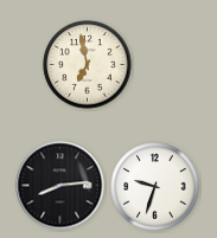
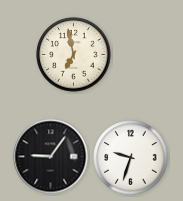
clock at (60, 186): 8:14 -> 9:06
